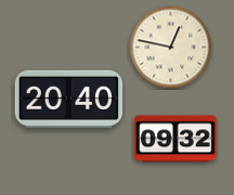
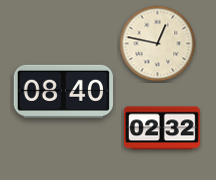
clock at (68, 99): 20:40 -> 08:40
clock at (175, 139): 09:32 -> 02:32
